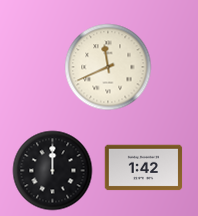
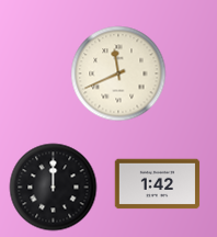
clock at (52, 170) position: (52, 170) -> (53, 187)
